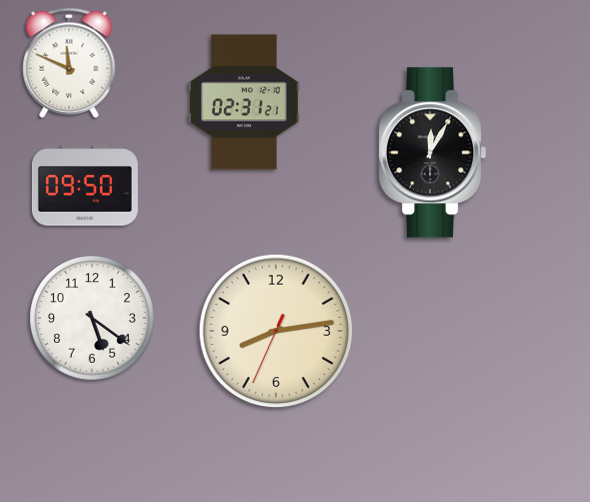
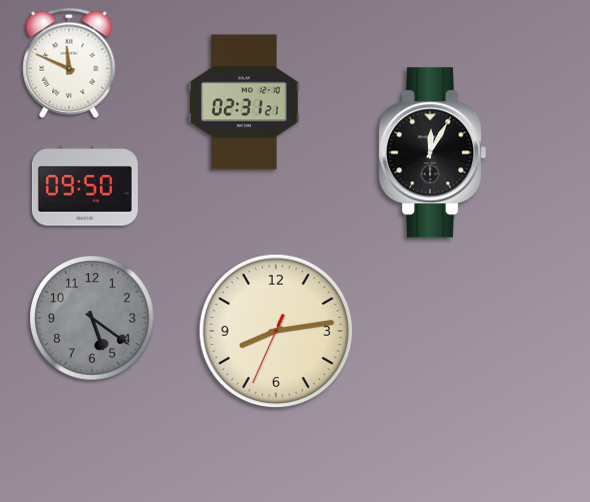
clock at (93, 319) dial: white -> grey
